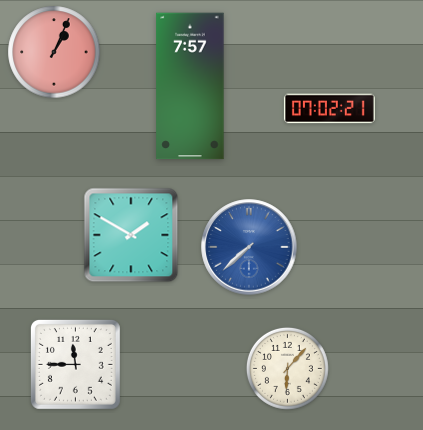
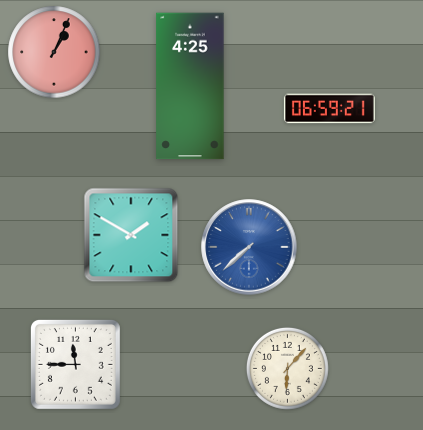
clock at (190, 86): 7:57 -> 4:25
clock at (329, 109): 07:02 -> 06:59
